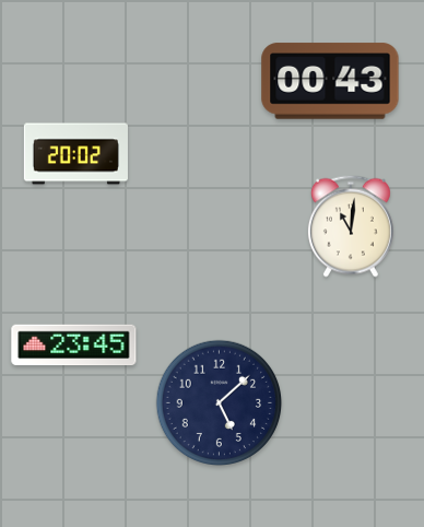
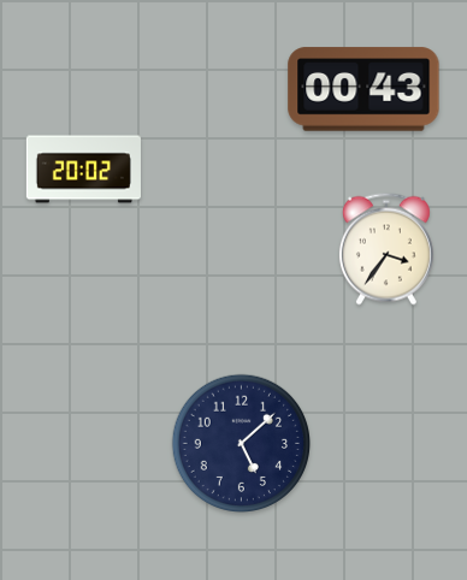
clock at (351, 226): 11:01 -> 3:36
clock at (74, 346): 23:45 -> none
